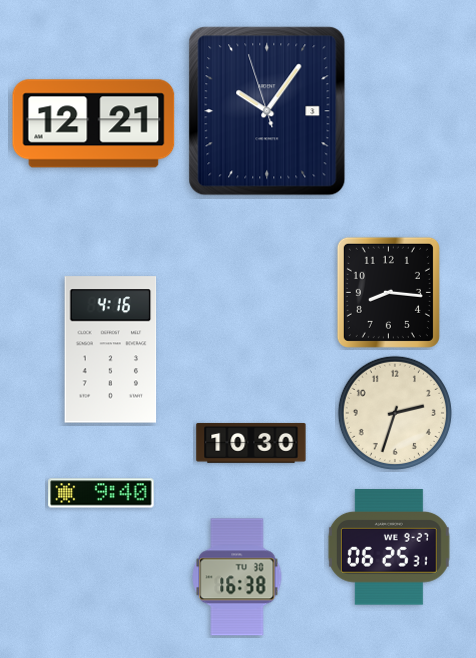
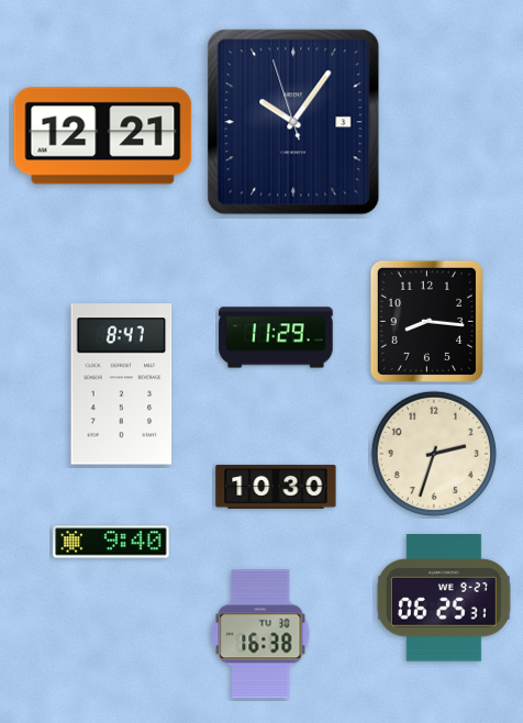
clock at (276, 337): none -> 11:29
clock at (111, 350): 4:16 -> 8:47
clock at (389, 547) position: (389, 547) -> (444, 598)
